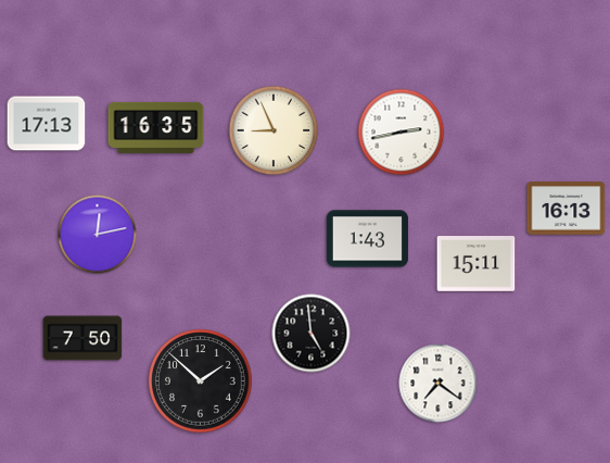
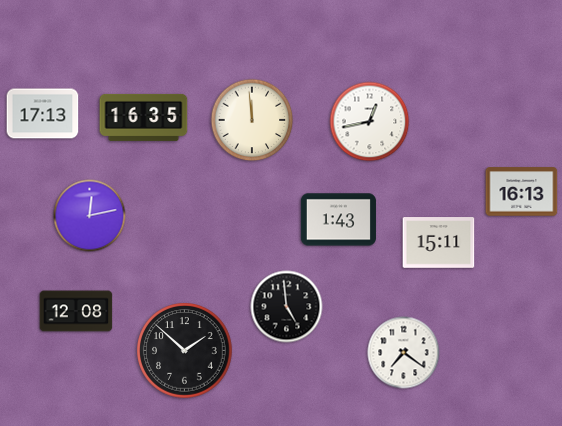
clock at (274, 130): 8:56 -> 11:59
clock at (402, 133): 2:43 -> 12:43
clock at (82, 338): 7:50 -> 12:08
